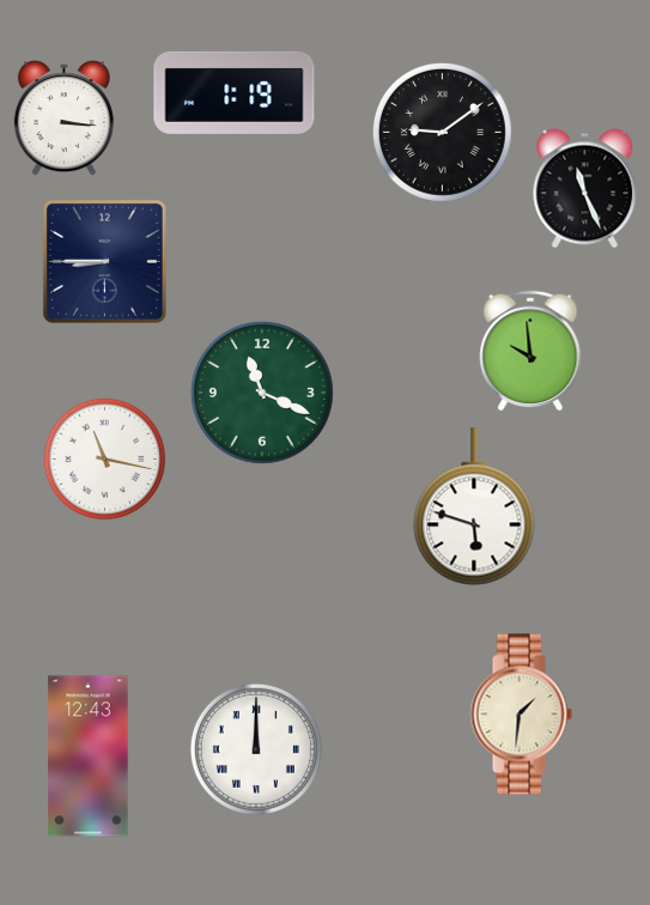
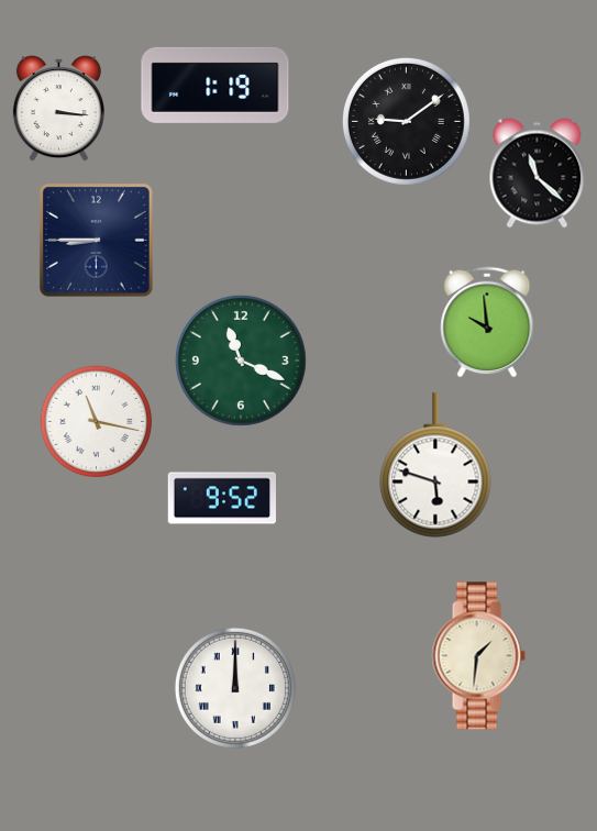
clock at (585, 189): 11:26 -> 11:22
clock at (221, 498): none -> 9:52
clock at (89, 757): 12:43 -> none
